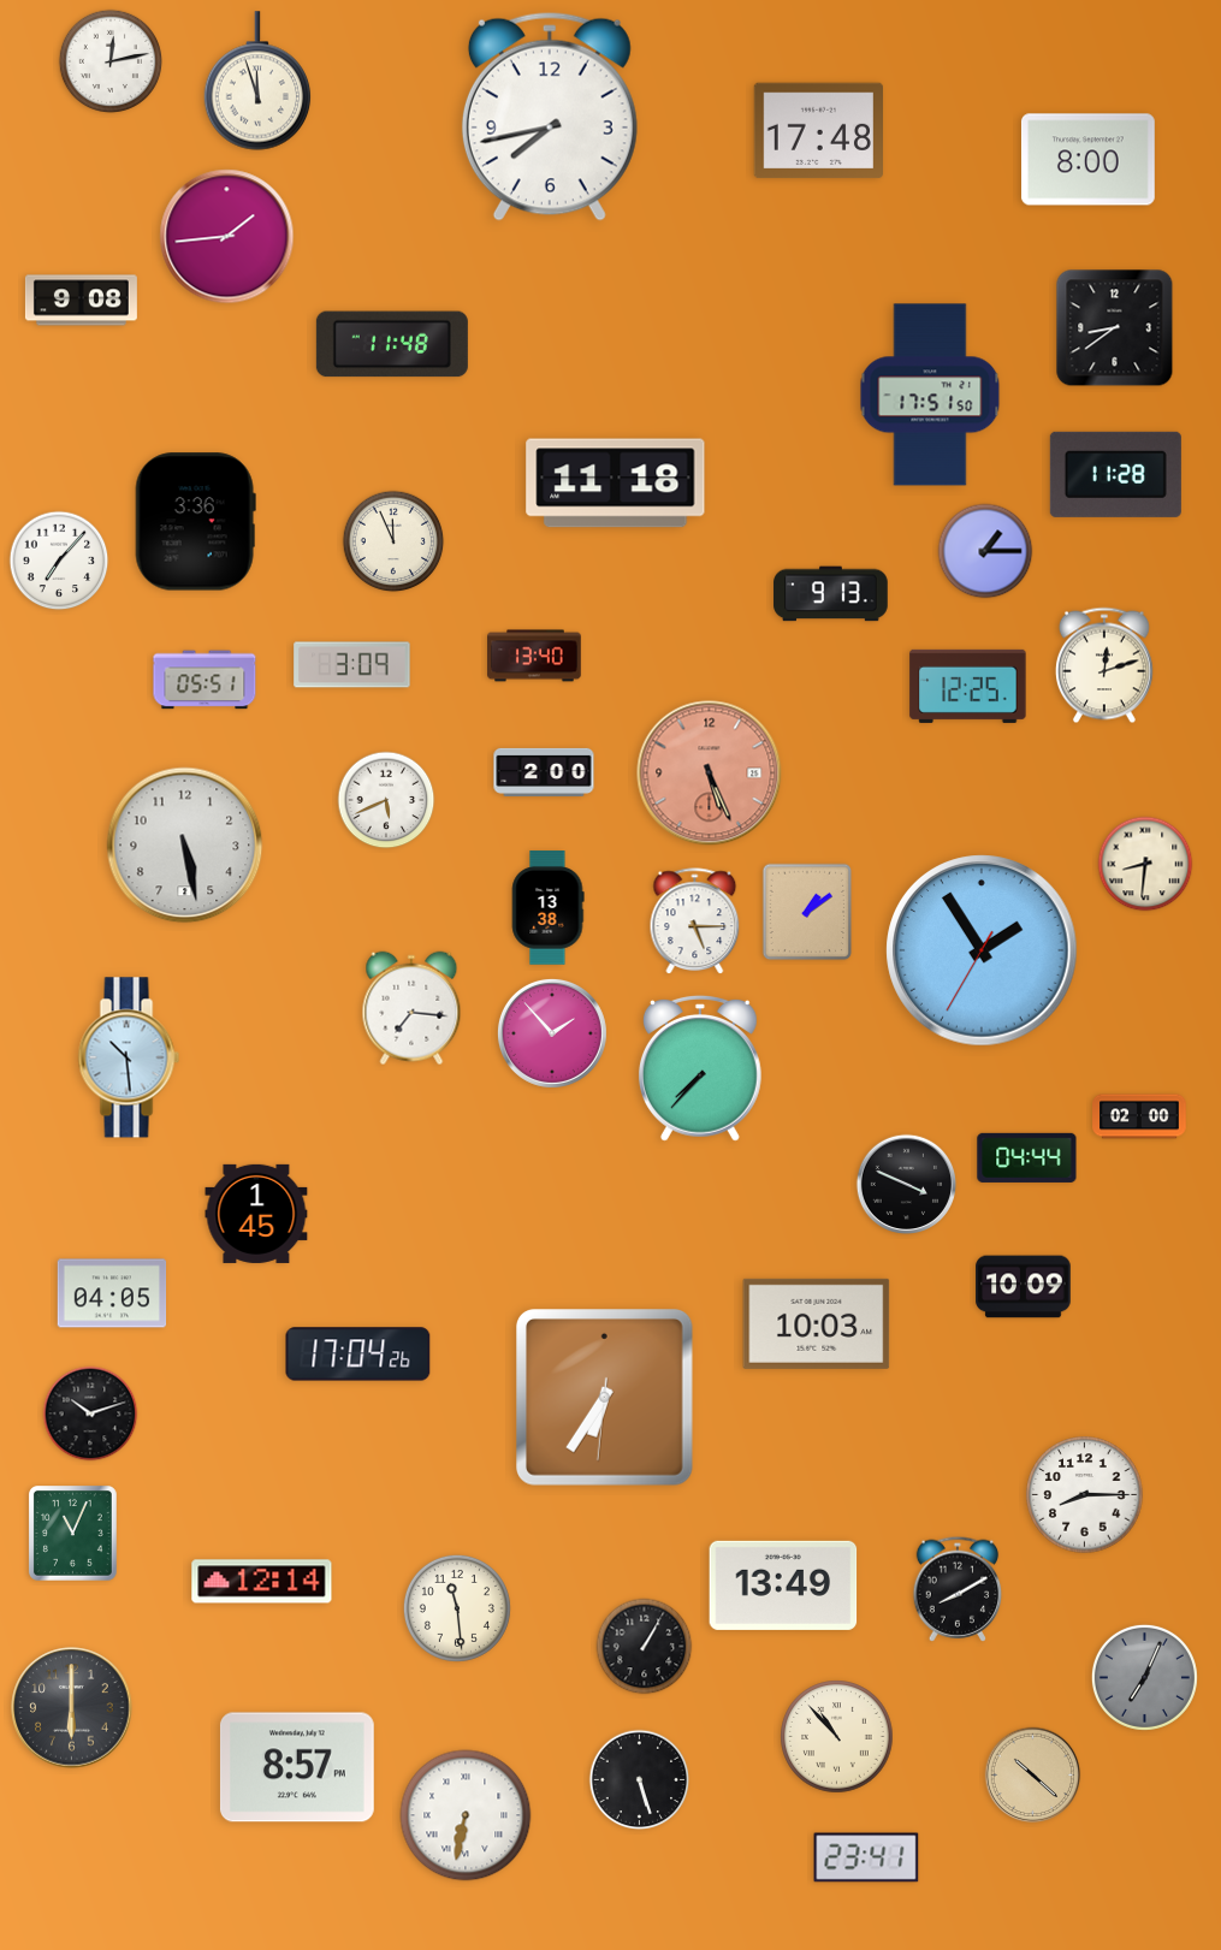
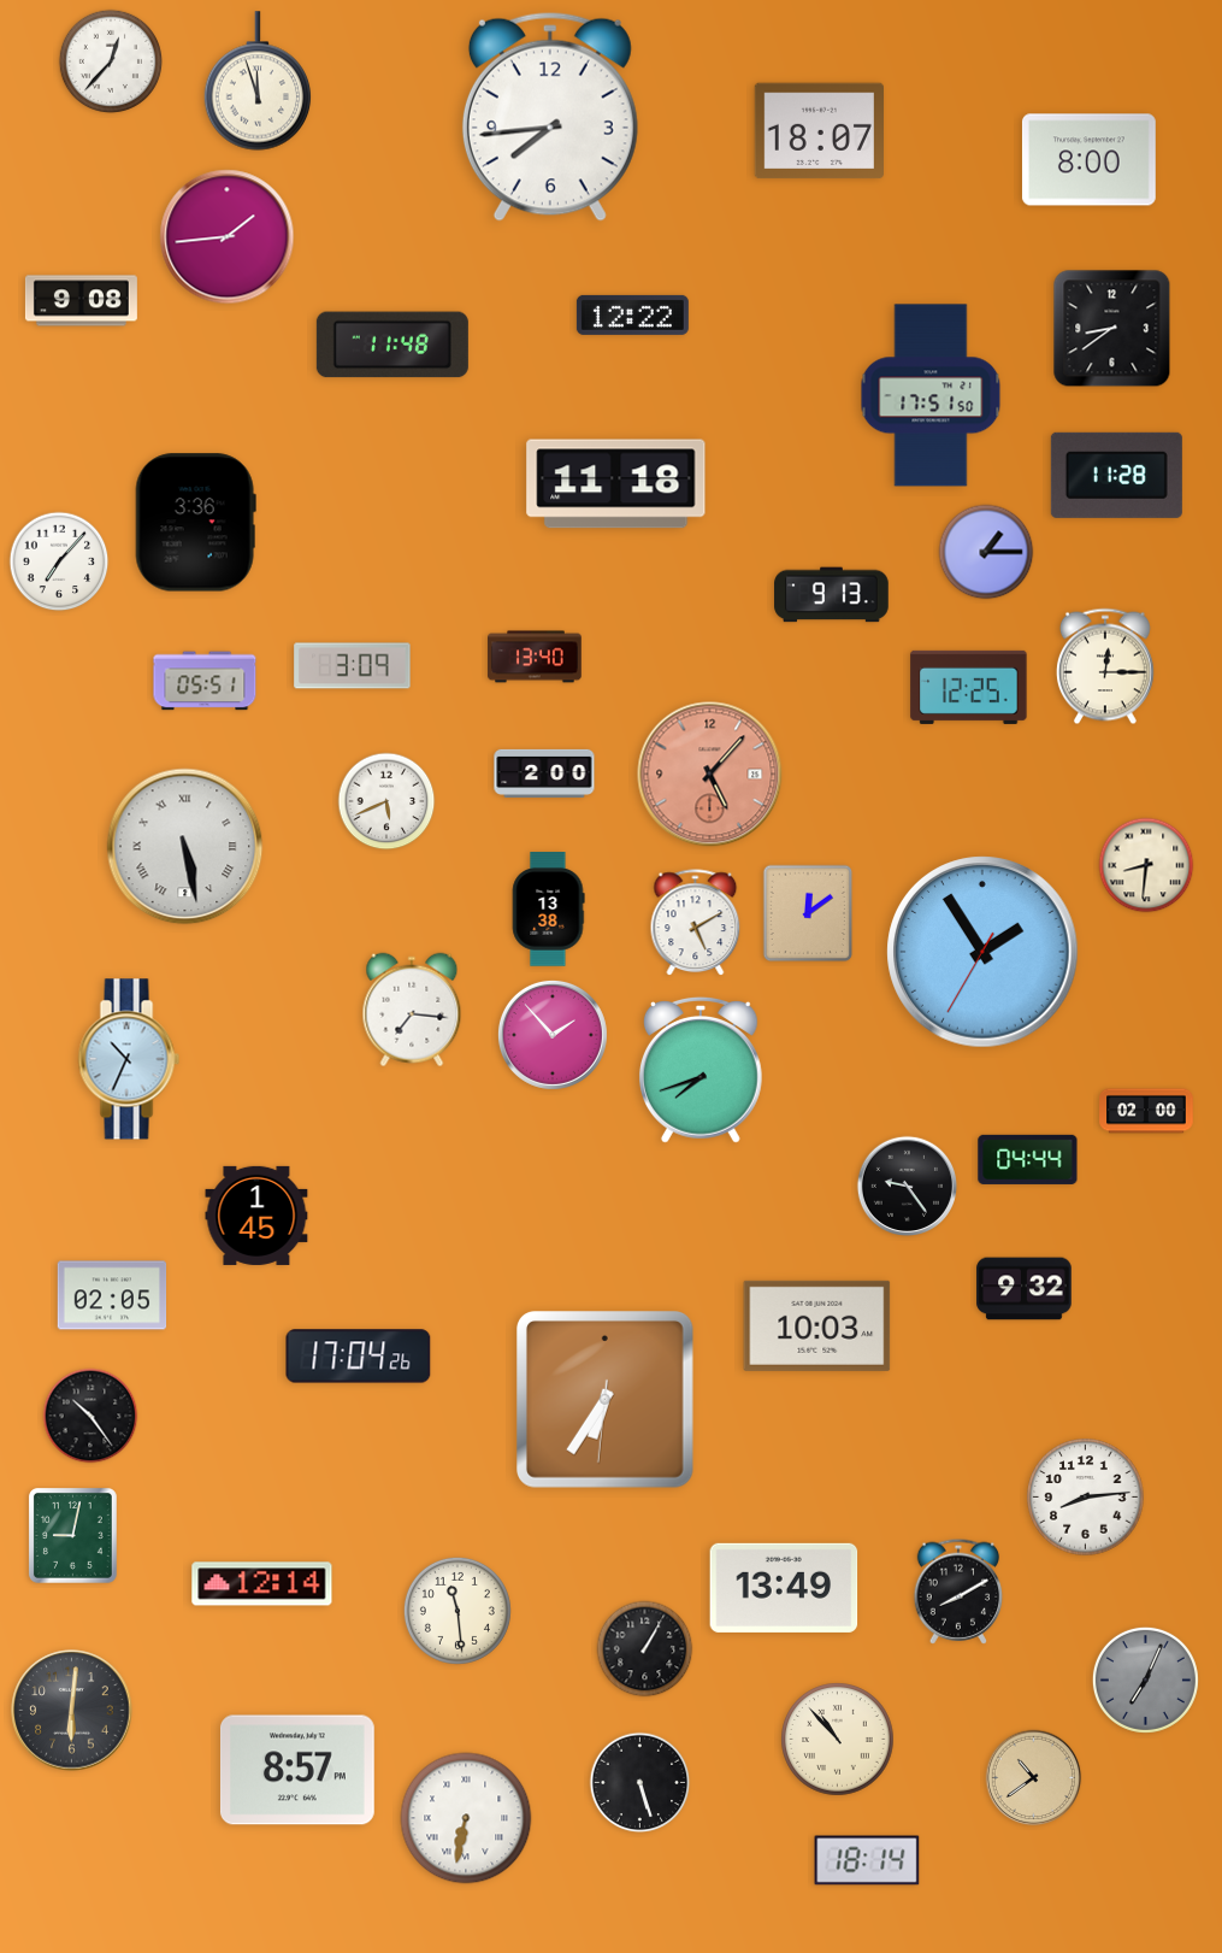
clock at (109, 60): 12:13 -> 12:37
clock at (550, 117): 7:43 -> 7:44
clock at (818, 131): 17:48 -> 18:07
clock at (632, 314): none -> 12:22
clock at (1115, 328) position: (1115, 328) -> (1112, 329)
clock at (393, 541): 11:56 -> none
clock at (1104, 665): 12:12 -> 12:15
clock at (710, 774): 5:26 -> 5:07
clock at (185, 846) numerals: Arabic -> Roman
clock at (807, 912): 1:09 -> 12:09
clock at (695, 921): 5:15 -> 5:10
clock at (129, 1057): 10:29 -> 10:34
clock at (700, 1068): 7:37 -> 7:42
clock at (1139, 1116) position: (1139, 1116) -> (1146, 1111)
clock at (906, 1184): 3:49 -> 9:24
clock at (1024, 1287): 10:09 -> 9:32
clock at (112, 1293): 04:05 -> 02:05
clock at (90, 1413): 10:12 -> 10:24
clock at (1085, 1495): 8:15 -> 8:14
clock at (73, 1534): 11:04 -> 9:02
clock at (72, 1708): 6:00 -> 6:01
clock at (1033, 1776): 10:22 -> 10:39
clock at (866, 1857): 23:41 -> 18:14
